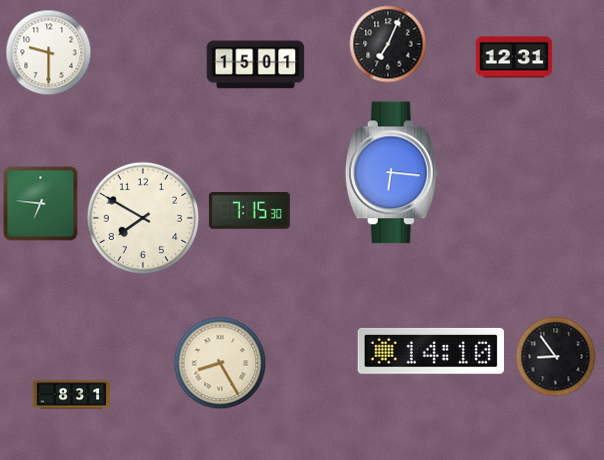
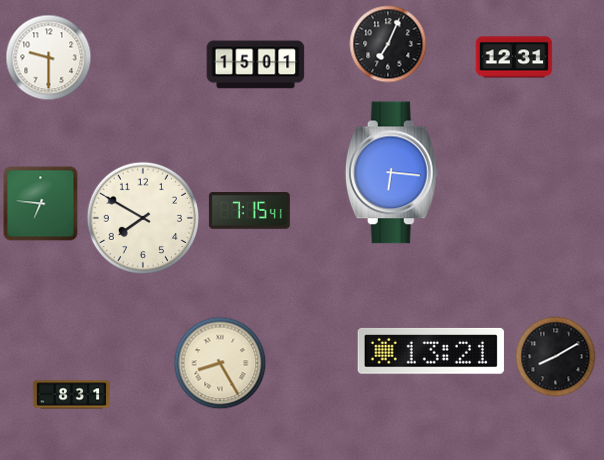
clock at (49, 53) position: (49, 53) -> (49, 58)
clock at (249, 211): 7:15:30 -> 7:15:41
clock at (431, 351): 14:10 -> 13:21
clock at (556, 357): 8:54 -> 8:10
